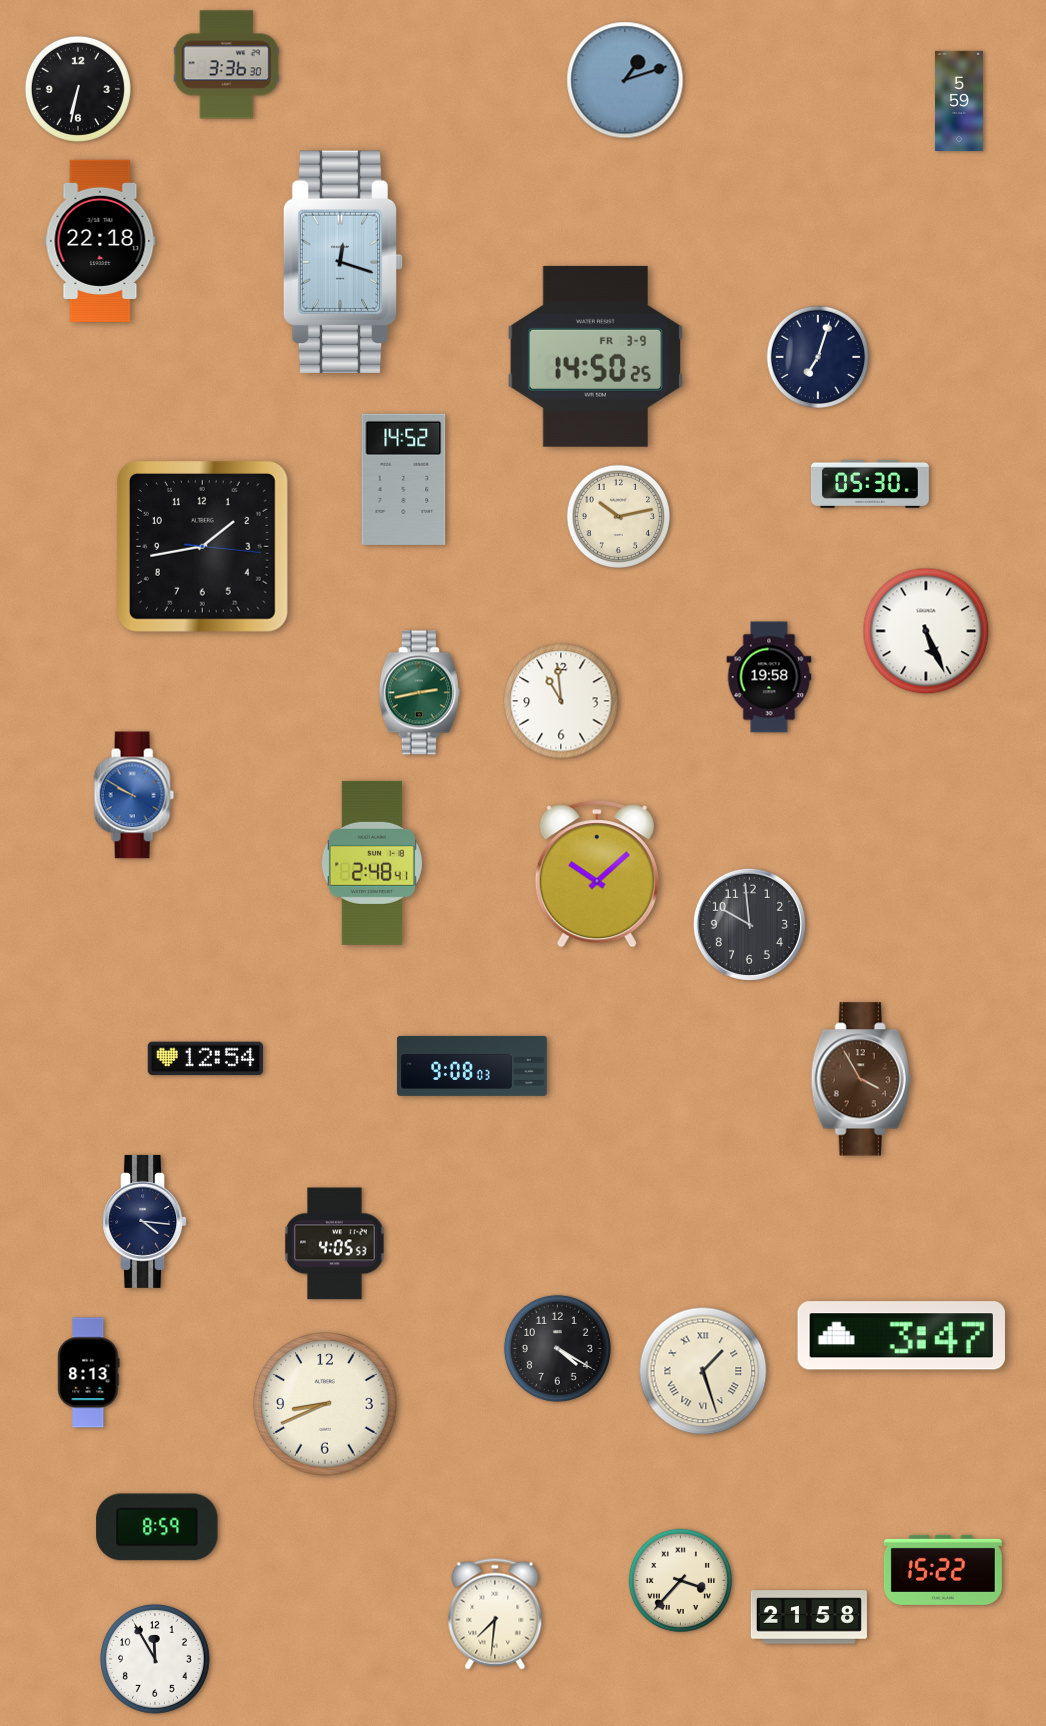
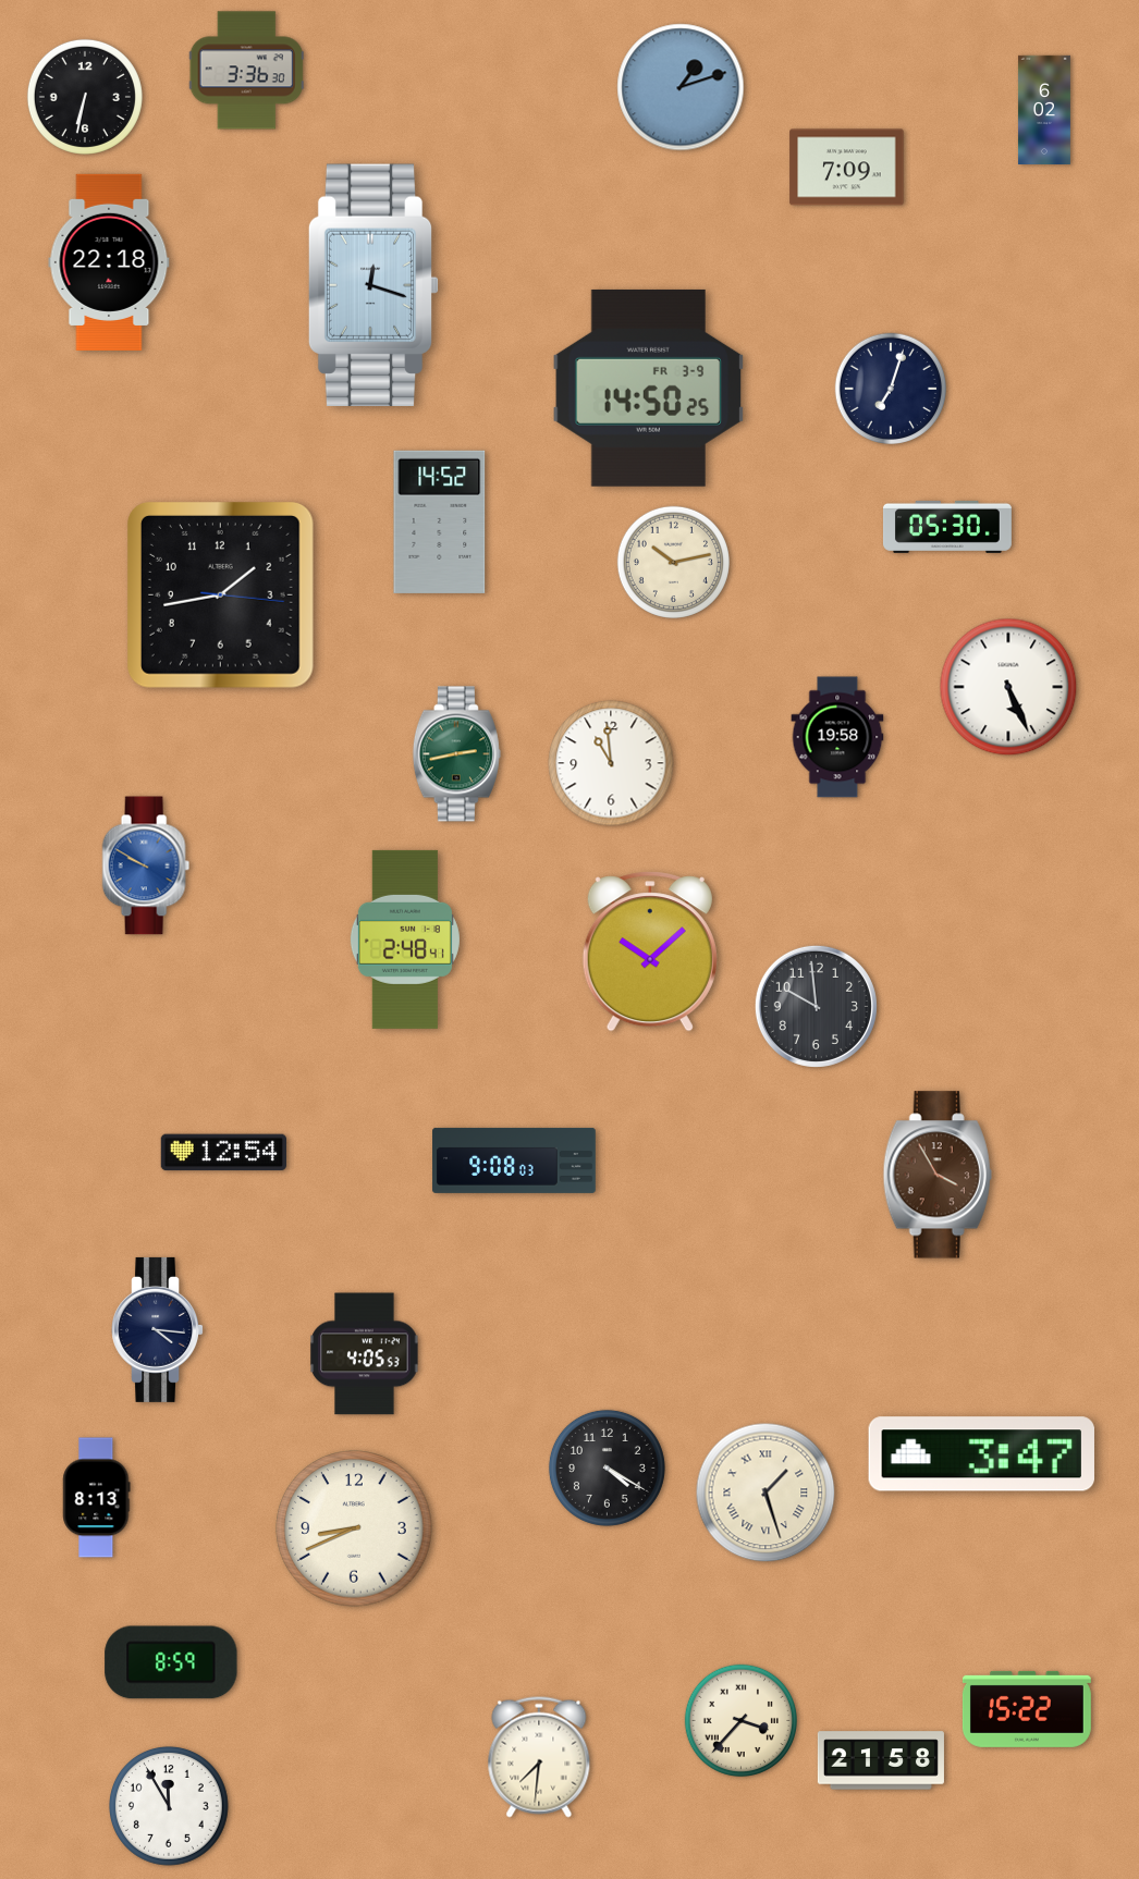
clock at (959, 100): 5:59 -> 6:02
clock at (847, 168): none -> 7:09
clock at (89, 1373) position: (89, 1373) -> (97, 1498)
